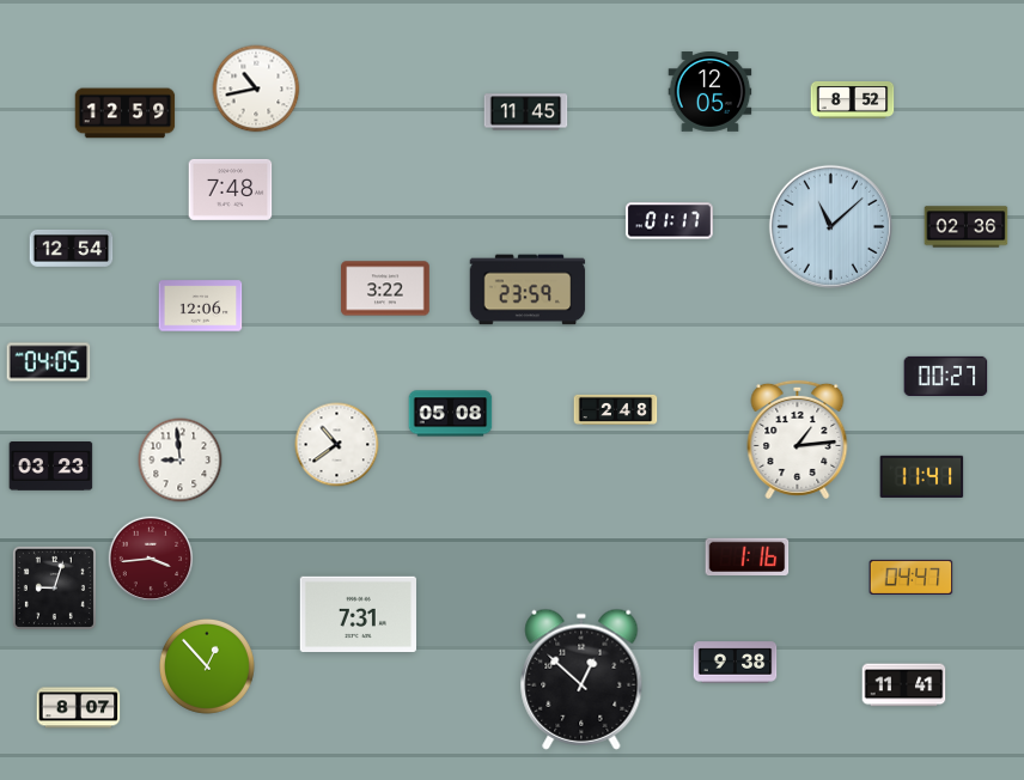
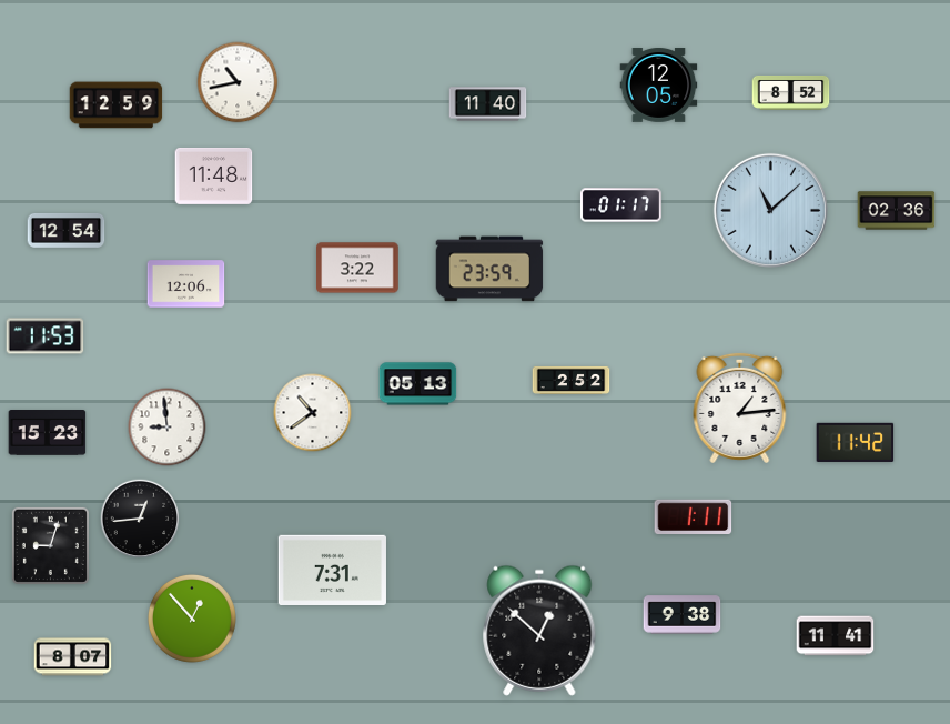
clock at (526, 112): 11:45 -> 11:40
clock at (231, 189): 7:48 -> 11:48
clock at (49, 362): 04:05 -> 11:53
clock at (946, 376): 00:27 -> none
clock at (616, 409): 2:48 -> 2:52
clock at (451, 414): 05:08 -> 05:13
clock at (51, 467): 03:23 -> 15:23
clock at (922, 476): 11:41 -> 11:42
clock at (748, 556): 1:16 -> 1:11
clock at (151, 559): 3:44 -> 12:44
clock at (151, 559) dial: burgundy -> black
clock at (912, 577): 04:47 -> none
clock at (904, 685) position: (904, 685) -> (836, 636)
